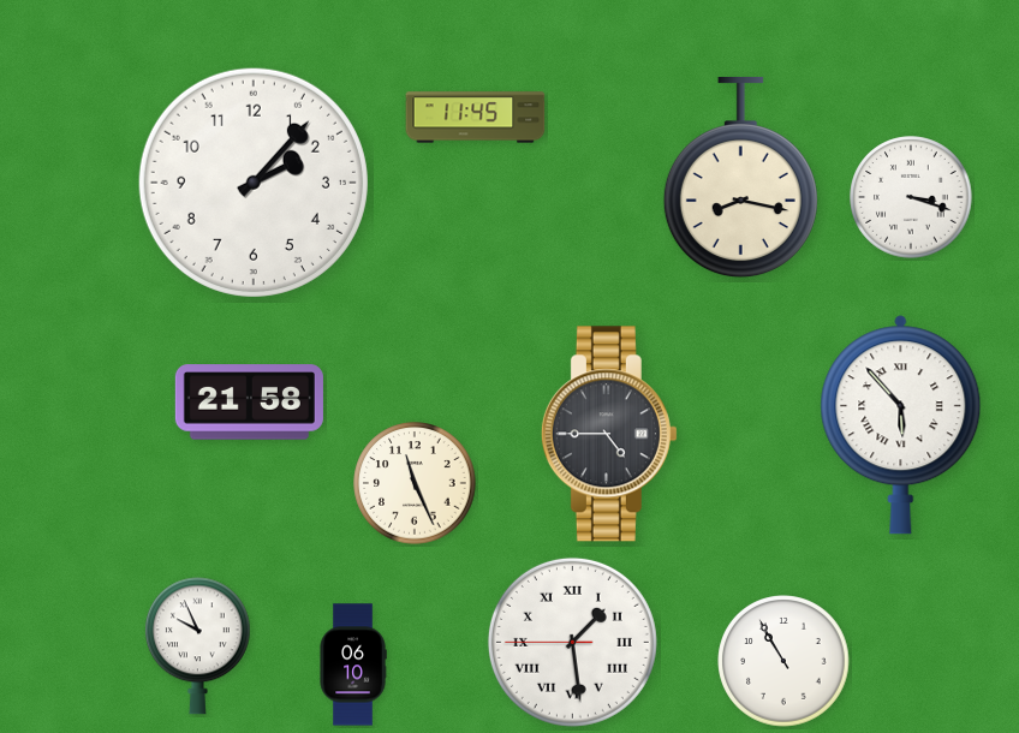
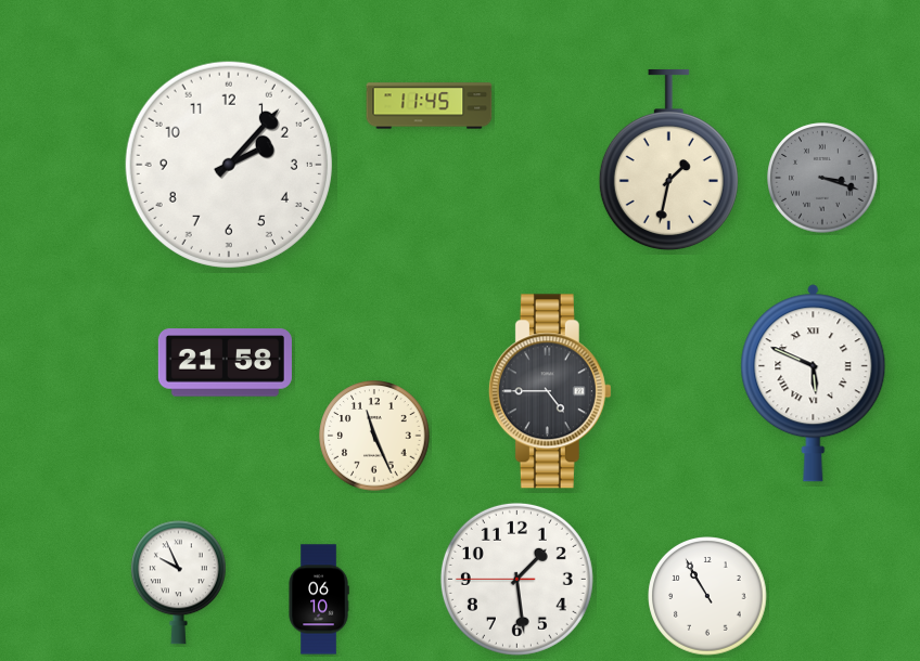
clock at (740, 178): 8:17 -> 1:32
clock at (911, 197) dial: white -> grey
clock at (901, 425): 5:53 -> 5:49
clock at (572, 642) numerals: Roman -> Arabic
